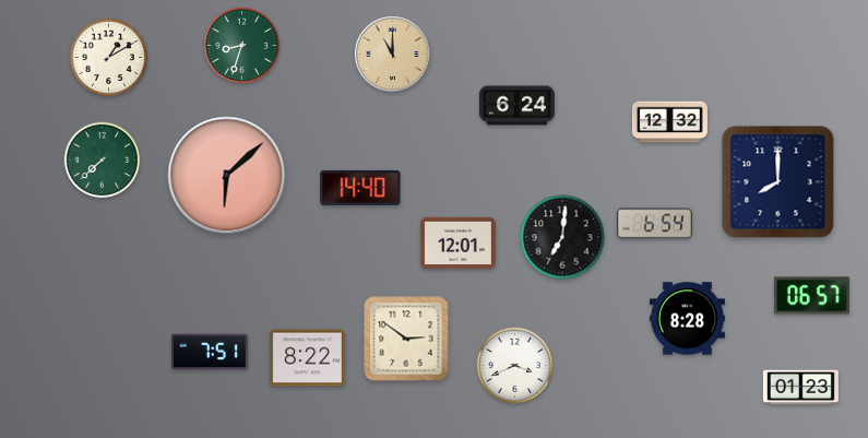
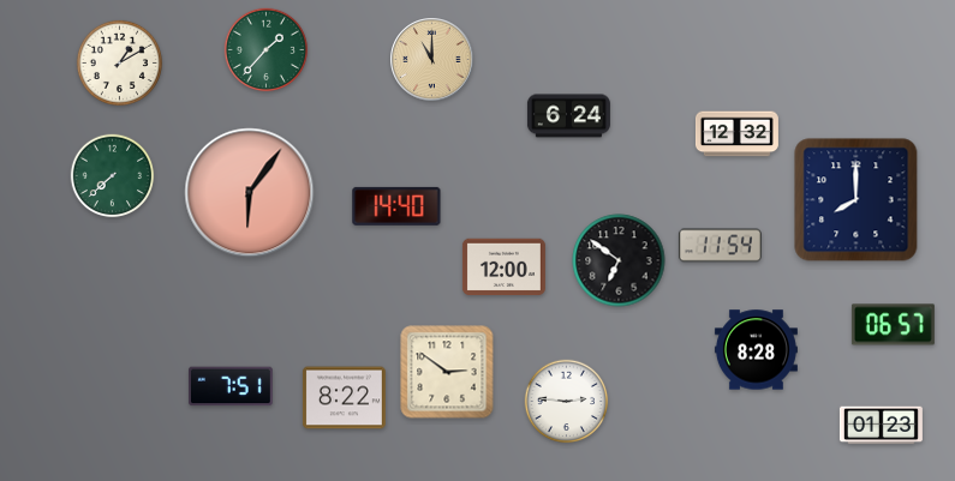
clock at (242, 46): 8:33 -> 1:37
clock at (227, 176): 6:08 -> 6:06
clock at (654, 224): 6:54 -> 11:54
clock at (562, 237): 7:01 -> 6:51
clock at (457, 244): 12:01 -> 12:00
clock at (307, 358) position: (307, 358) -> (344, 398)
clock at (515, 366): 3:41 -> 2:46
